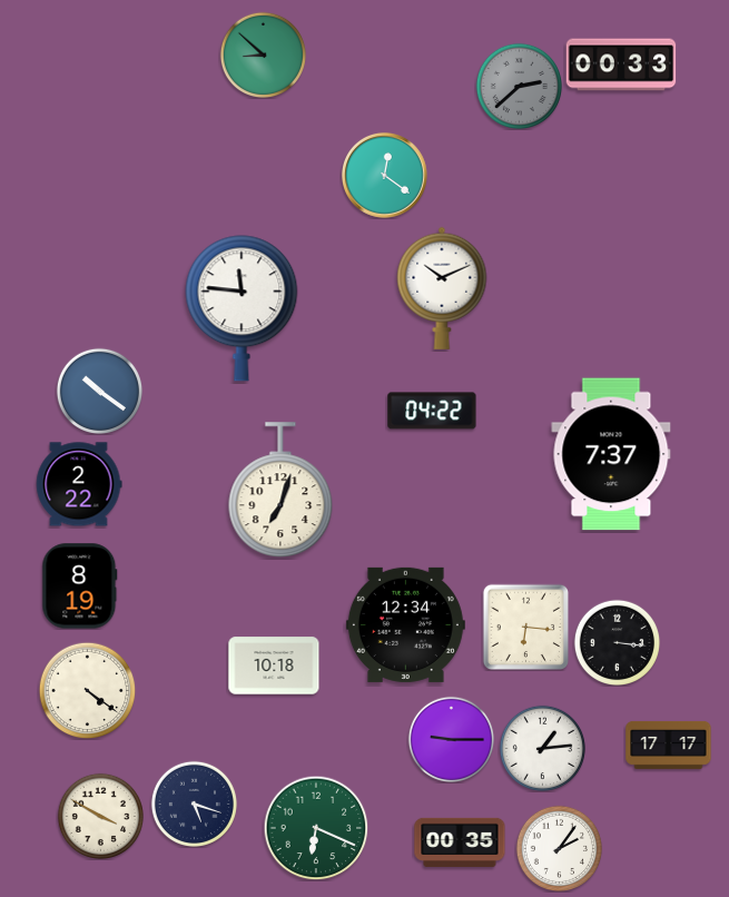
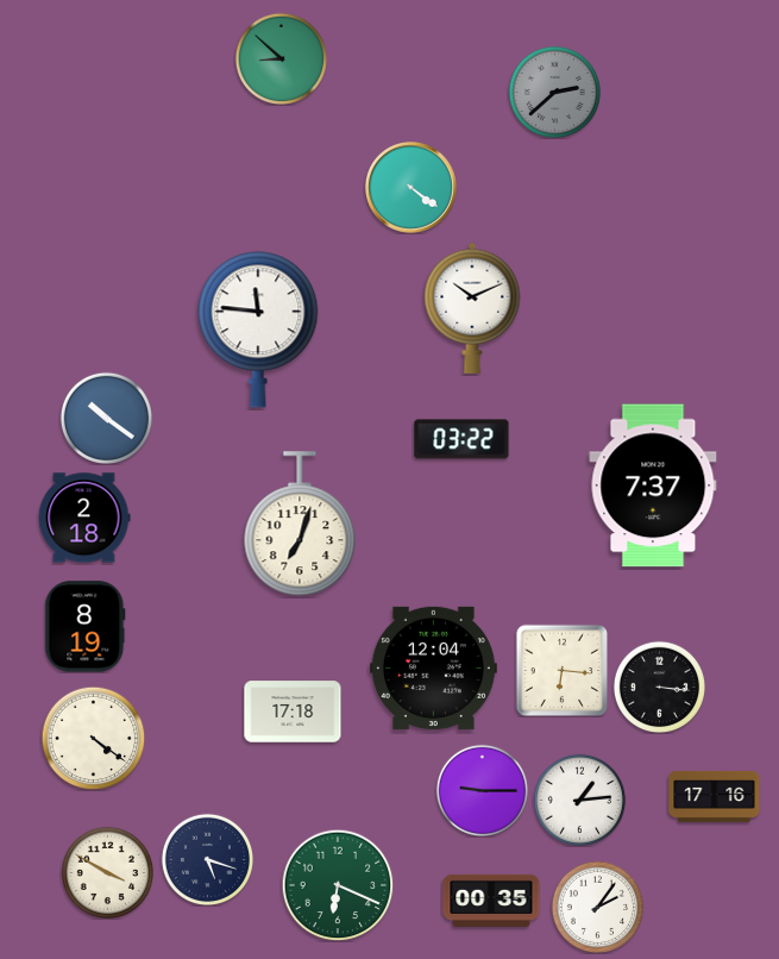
clock at (621, 65): 00:33 -> none
clock at (384, 175): 12:21 -> 4:21
clock at (432, 411): 04:22 -> 03:22
clock at (79, 484): 2:22 -> 2:18
clock at (405, 624): 12:34 -> 12:04
clock at (274, 666): 10:18 -> 17:18
clock at (669, 745): 17:17 -> 17:16
